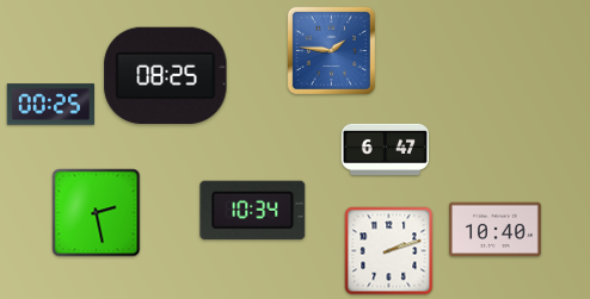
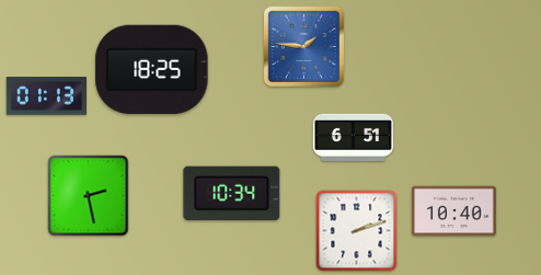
clock at (166, 75): 08:25 -> 18:25
clock at (50, 105): 00:25 -> 01:13
clock at (385, 149): 6:47 -> 6:51
